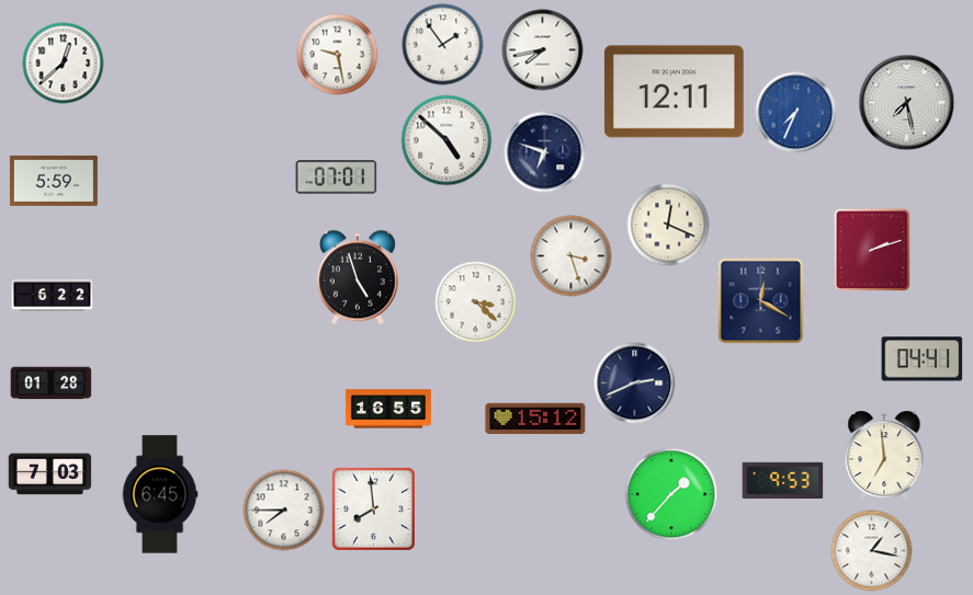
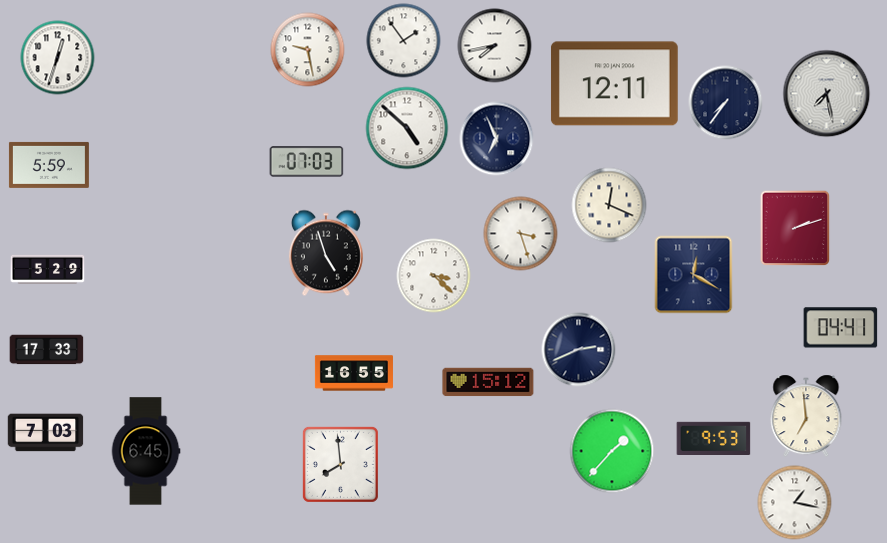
clock at (64, 64): 12:38 -> 12:33
clock at (796, 113): 7:34 -> 7:36
clock at (796, 113) dial: blue -> navy
clock at (545, 152): 6:48 -> 6:56
clock at (337, 178): 07:01 -> 07:03
clock at (53, 295): 6:22 -> 5:29
clock at (52, 384): 01:28 -> 17:33
clock at (284, 511): 7:45 -> none
